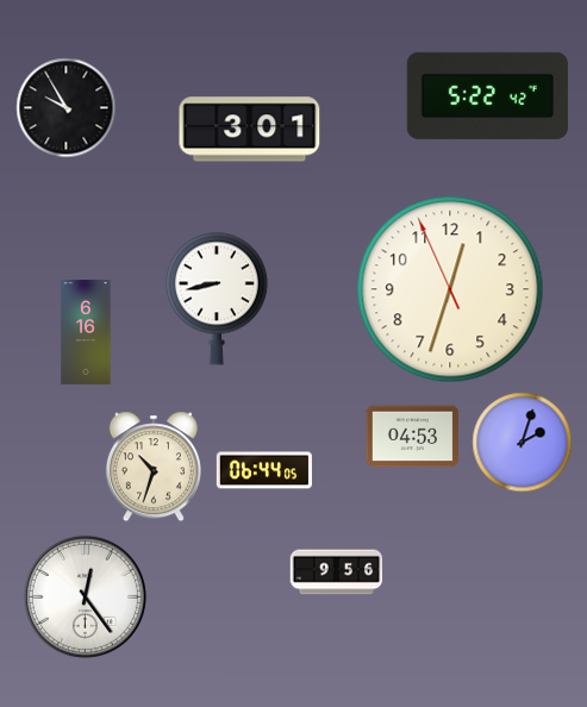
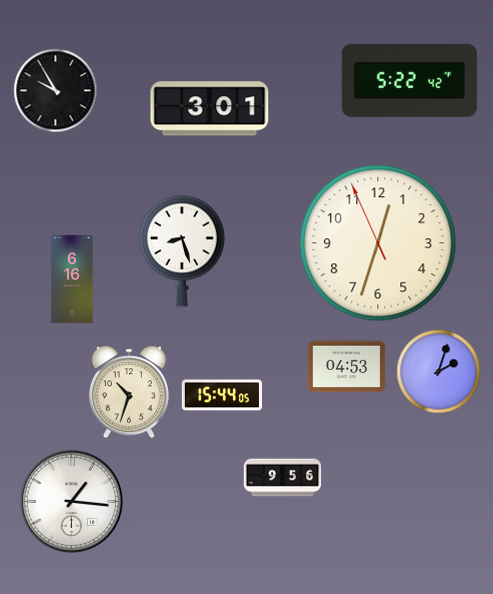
clock at (217, 299): 8:43 -> 8:27
clock at (263, 470): 06:44 -> 15:44
clock at (336, 573) position: (336, 573) -> (282, 478)
clock at (85, 596): 12:24 -> 1:16
